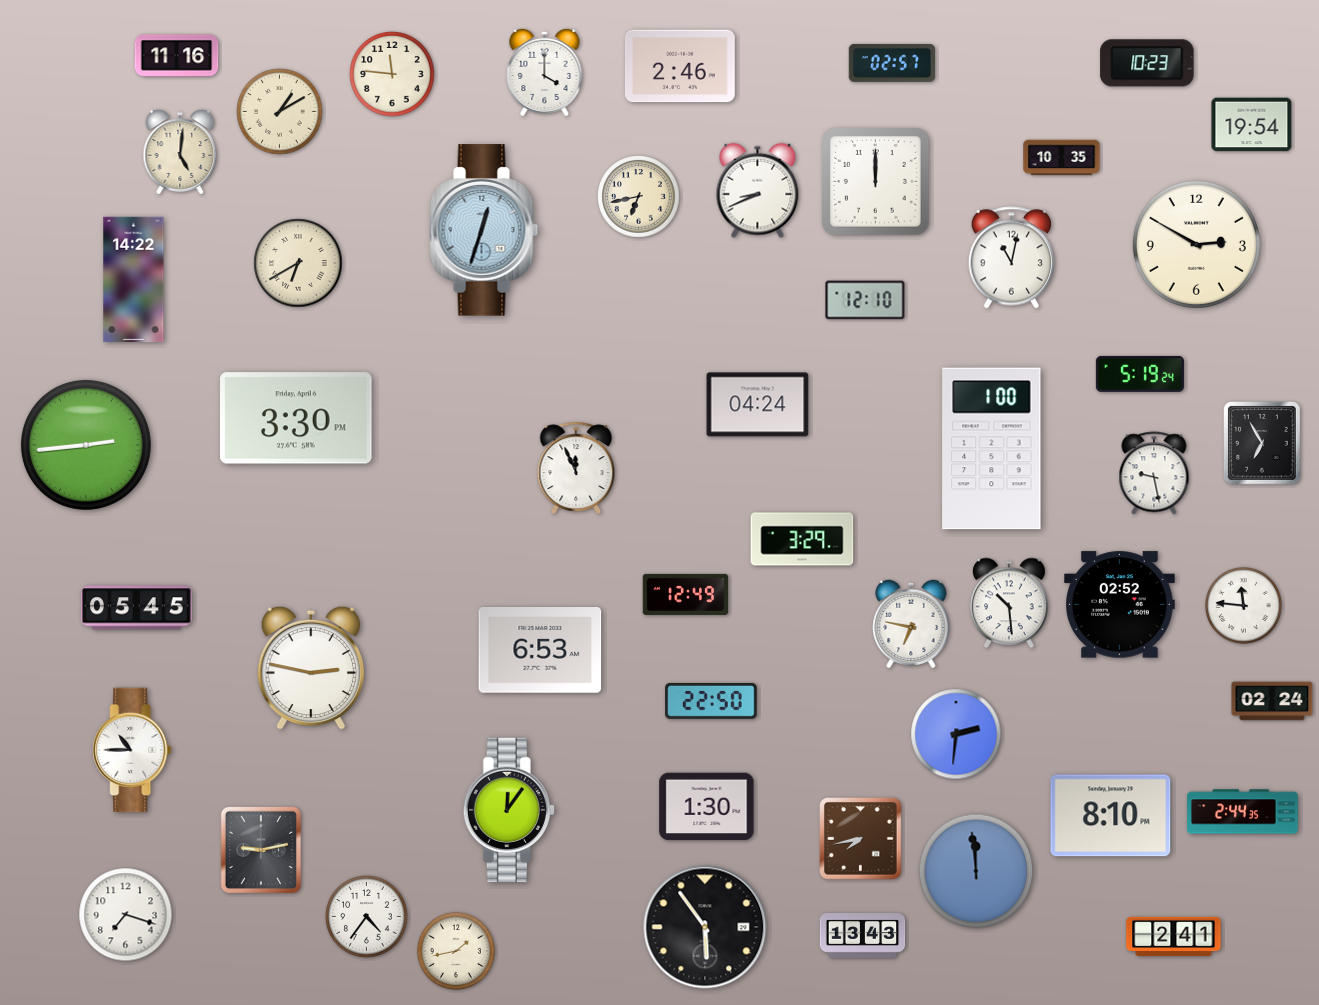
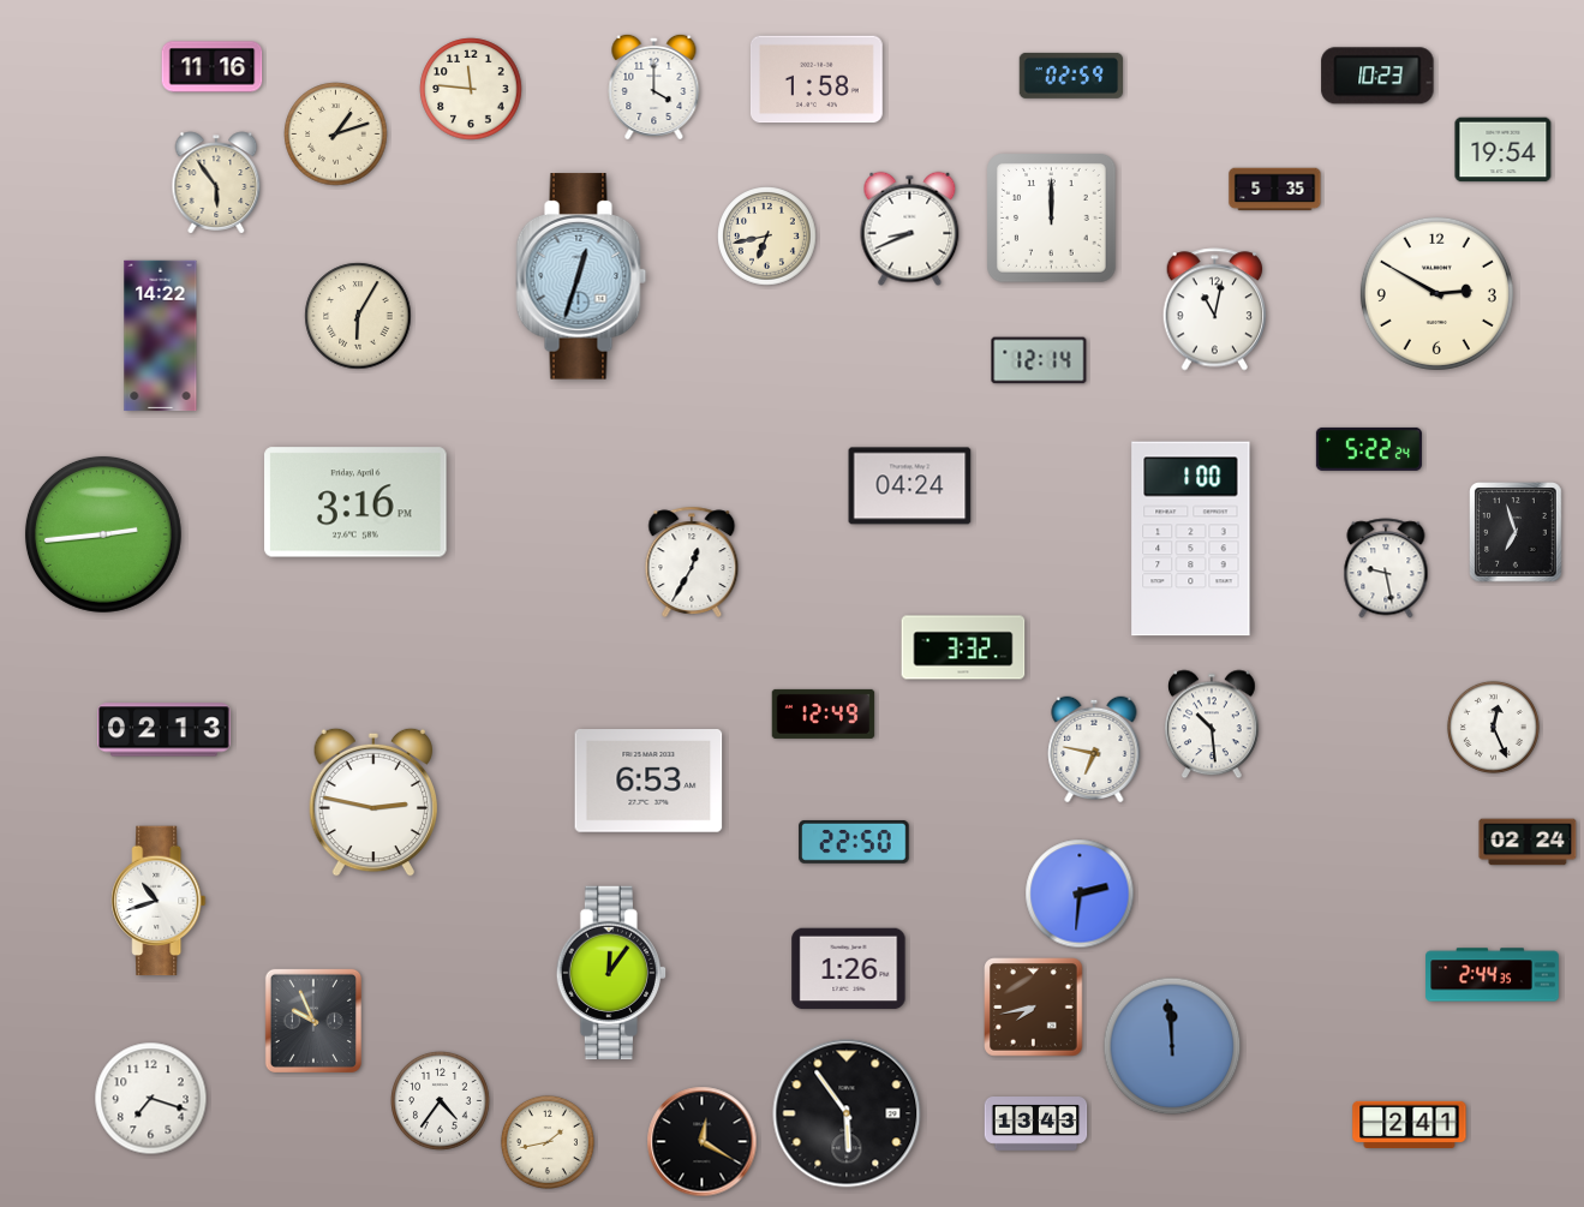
clock at (891, 63): 02:57 -> 02:59
clock at (680, 66): 2:46 -> 1:58
clock at (280, 112): 1:10 -> 1:12
clock at (180, 152): 5:01 -> 5:54
clock at (1062, 158): 10:35 -> 5:35
clock at (298, 263): 6:40 -> 6:05
clock at (865, 300): 12:10 -> 12:14
clock at (1140, 374): 5:19 -> 5:22
clock at (296, 418): 3:30 -> 3:16
clock at (1262, 443): 6:55 -> 6:57
clock at (576, 467): 11:56 -> 12:35
clock at (802, 539): 3:29 -> 3:32
clock at (1120, 605): 02:52 -> none
clock at (1243, 605): 11:46 -> 12:26
clock at (137, 608): 05:45 -> 02:13
clock at (956, 734) position: (956, 734) -> (1080, 894)
clock at (132, 750): 10:45 -> 10:42
clock at (707, 807): 1:30 -> 1:26
clock at (1111, 816): 8:10 -> none
clock at (261, 850): 9:13 -> 9:56
clock at (703, 1142): none -> 12:20
